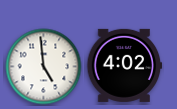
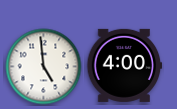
clock at (125, 65): 4:02 -> 4:00
